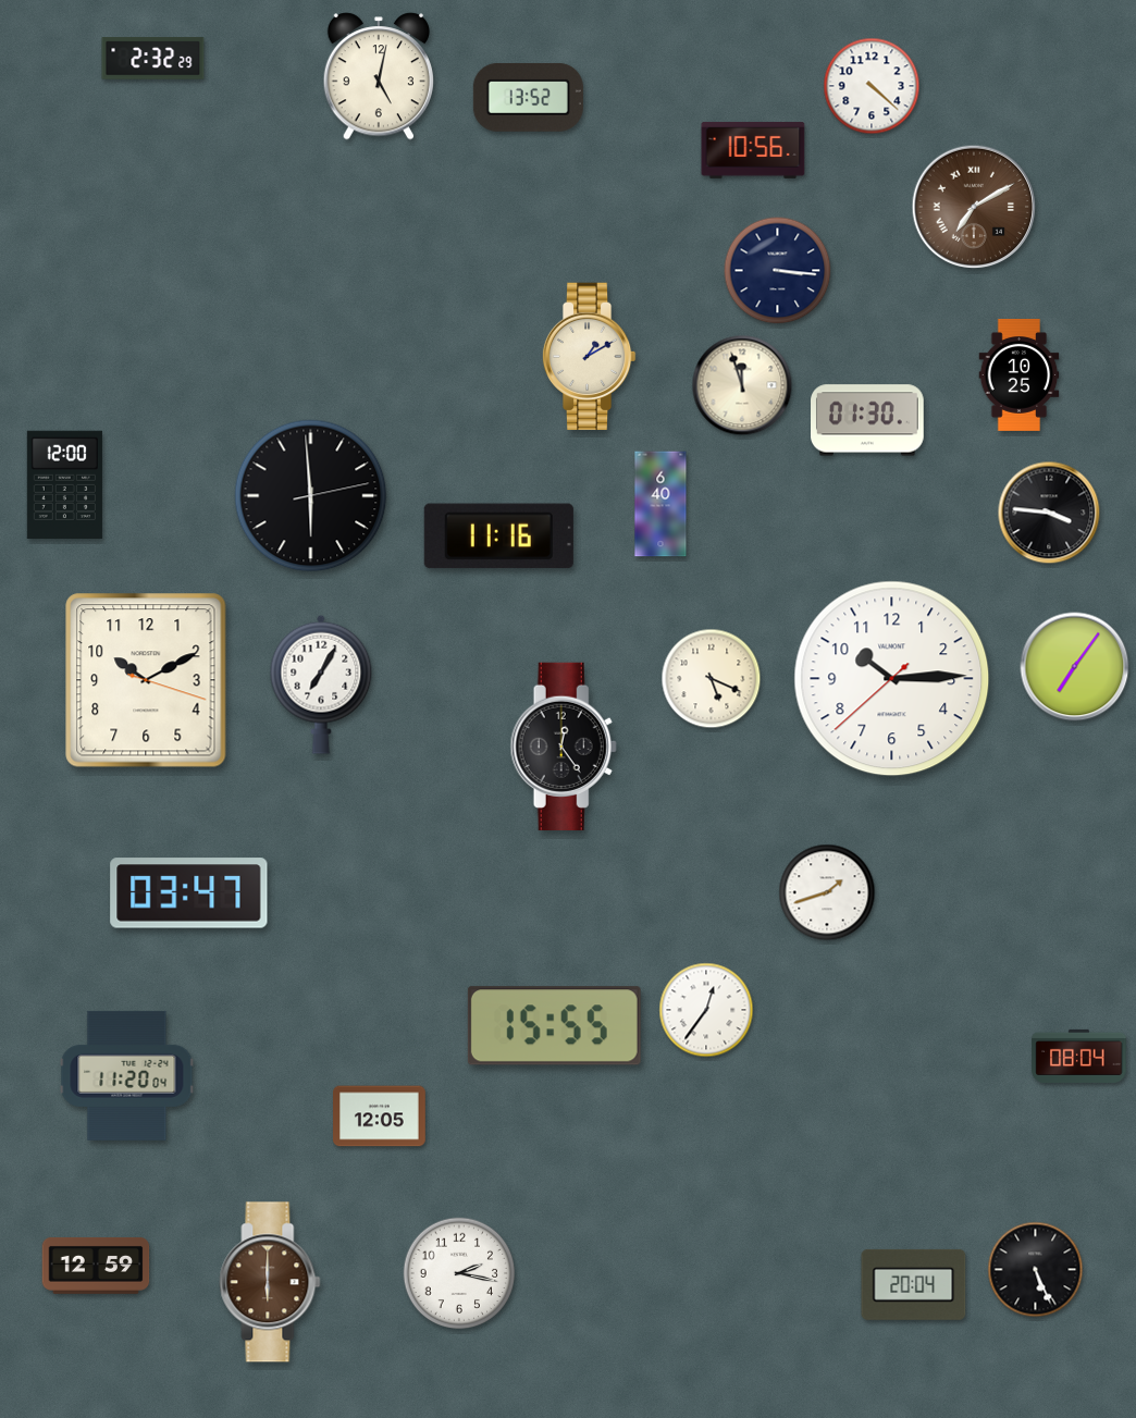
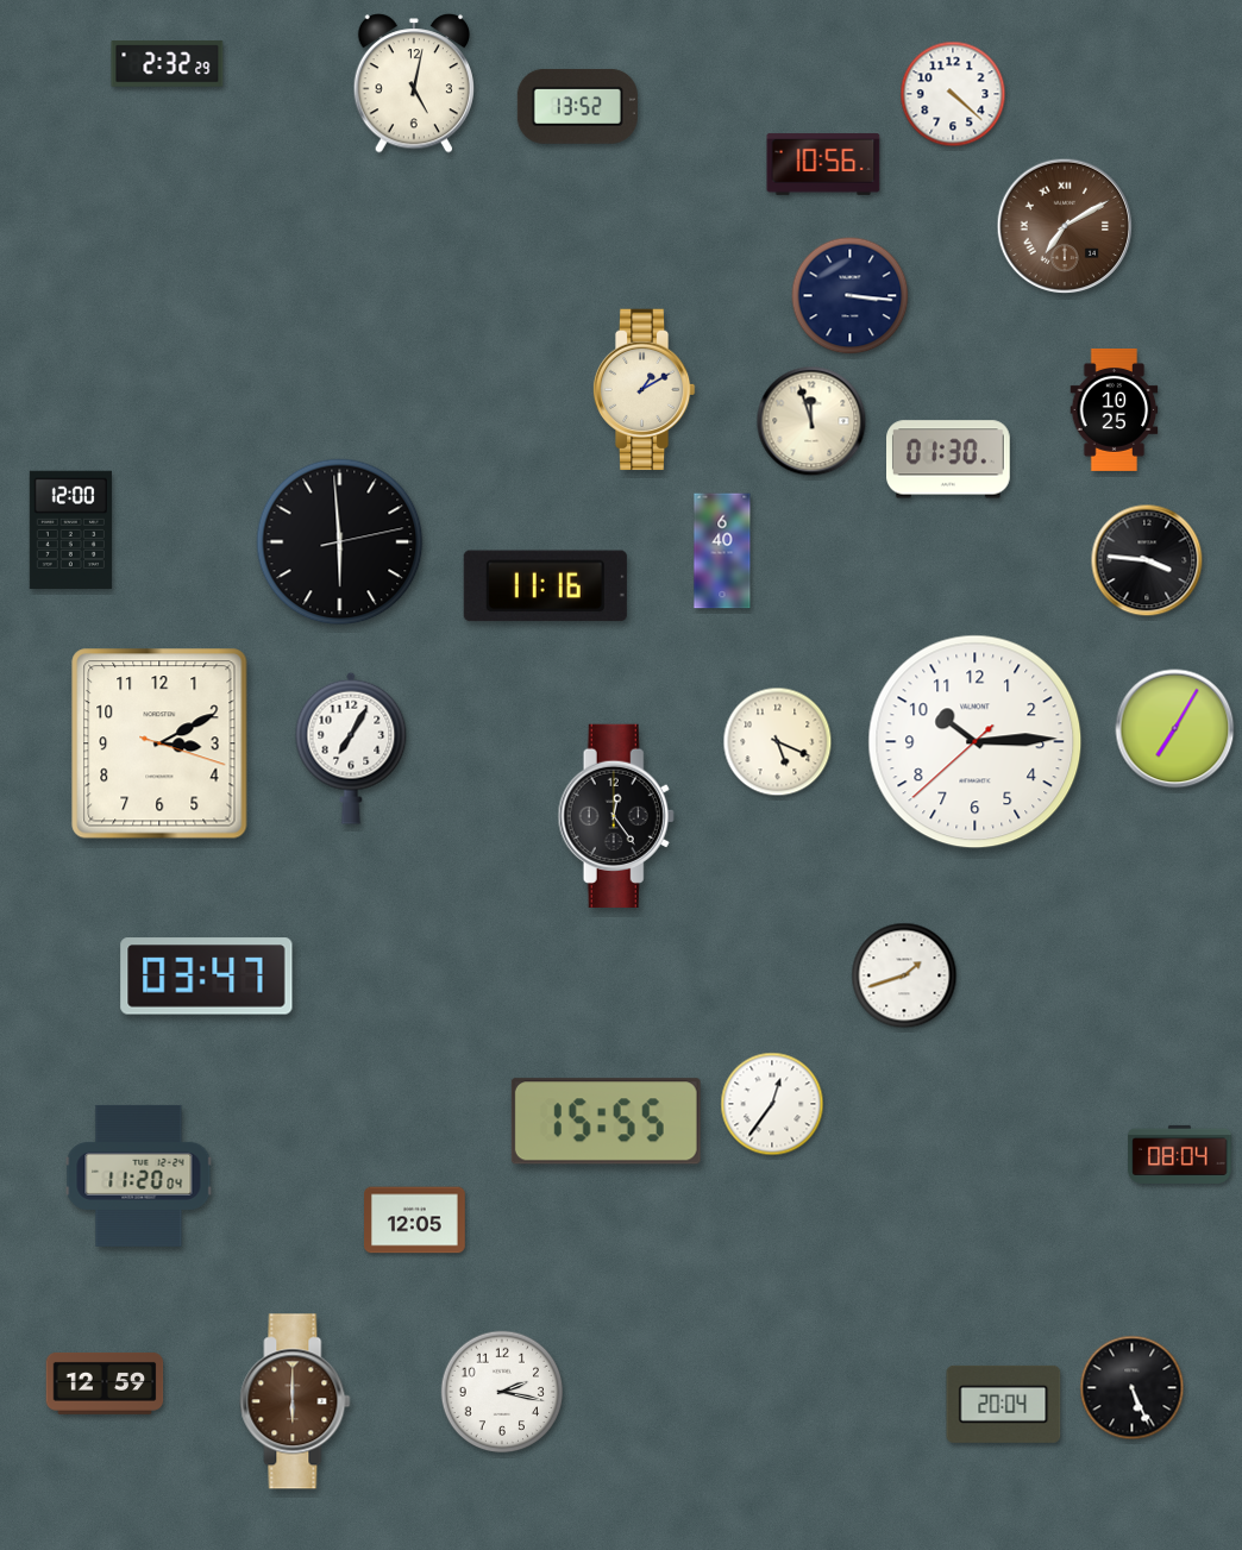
clock at (1075, 667): 7:06 -> 7:05
clock at (146, 680): 10:10 -> 3:10
clock at (914, 1284) position: (914, 1284) -> (1004, 1404)
